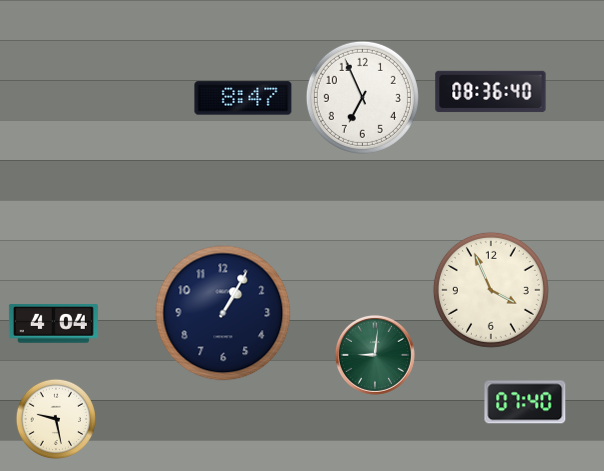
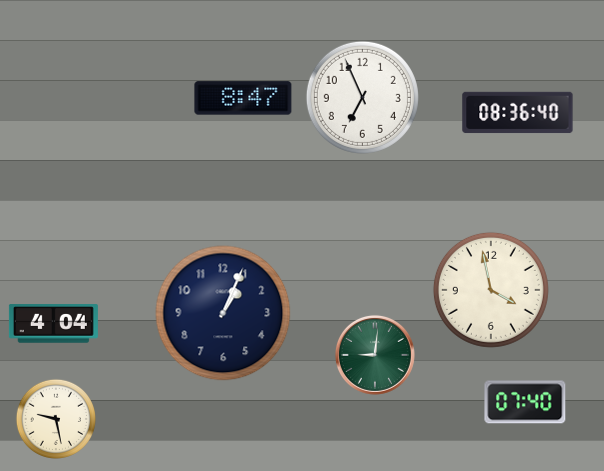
clock at (491, 92) position: (491, 92) -> (518, 113)
clock at (491, 290): 3:56 -> 3:58
clock at (223, 313): 1:05 -> 1:04
